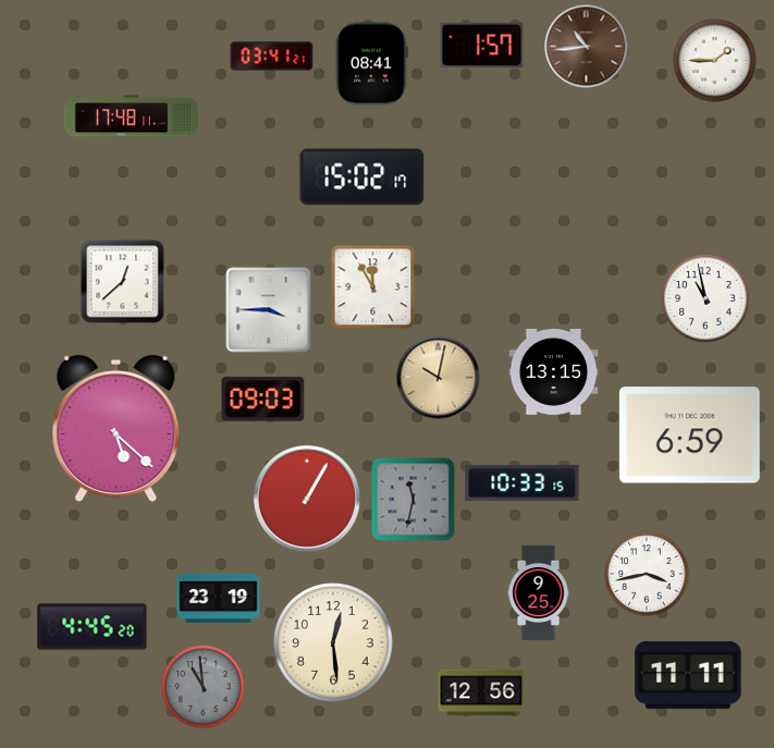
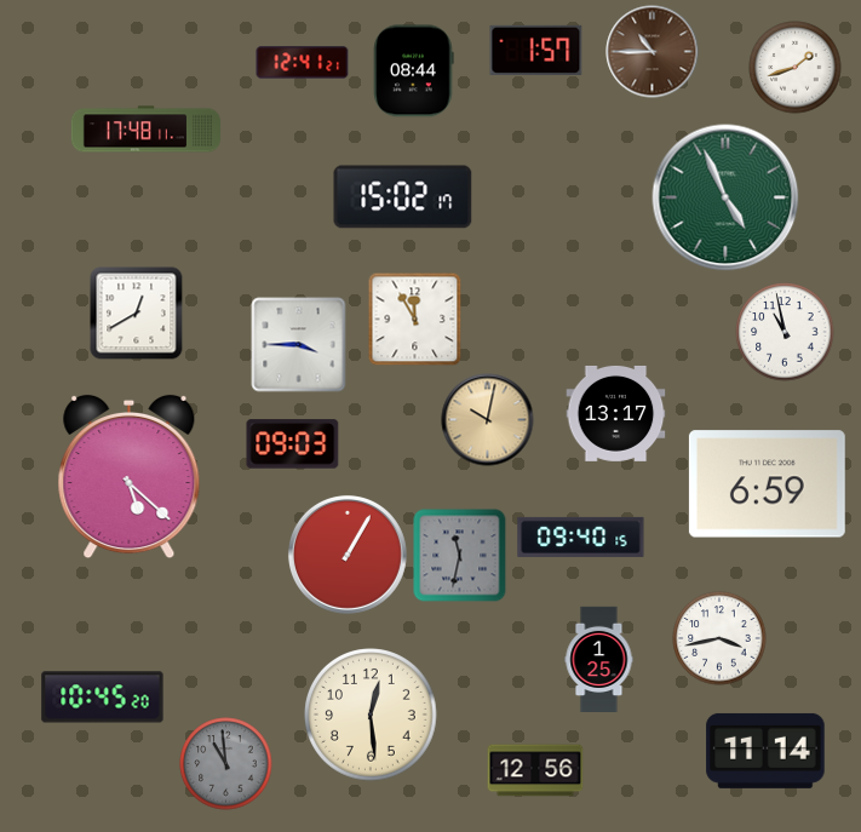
clock at (587, 47): 10:44 -> 10:45
clock at (272, 57): 03:41 -> 12:41
clock at (715, 61): 1:45 -> 1:42
clock at (372, 64): 08:41 -> 08:44
clock at (725, 197): none -> 4:56
clock at (123, 282): 12:38 -> 12:40
clock at (554, 371): 13:15 -> 13:17
clock at (523, 482): 10:33 -> 09:40
clock at (307, 499) position: (307, 499) -> (348, 555)
clock at (539, 593): 9:25 -> 1:25
clock at (219, 598): 23:19 -> none
clock at (93, 627): 4:45 -> 10:45
clock at (688, 675): 11:11 -> 11:14
